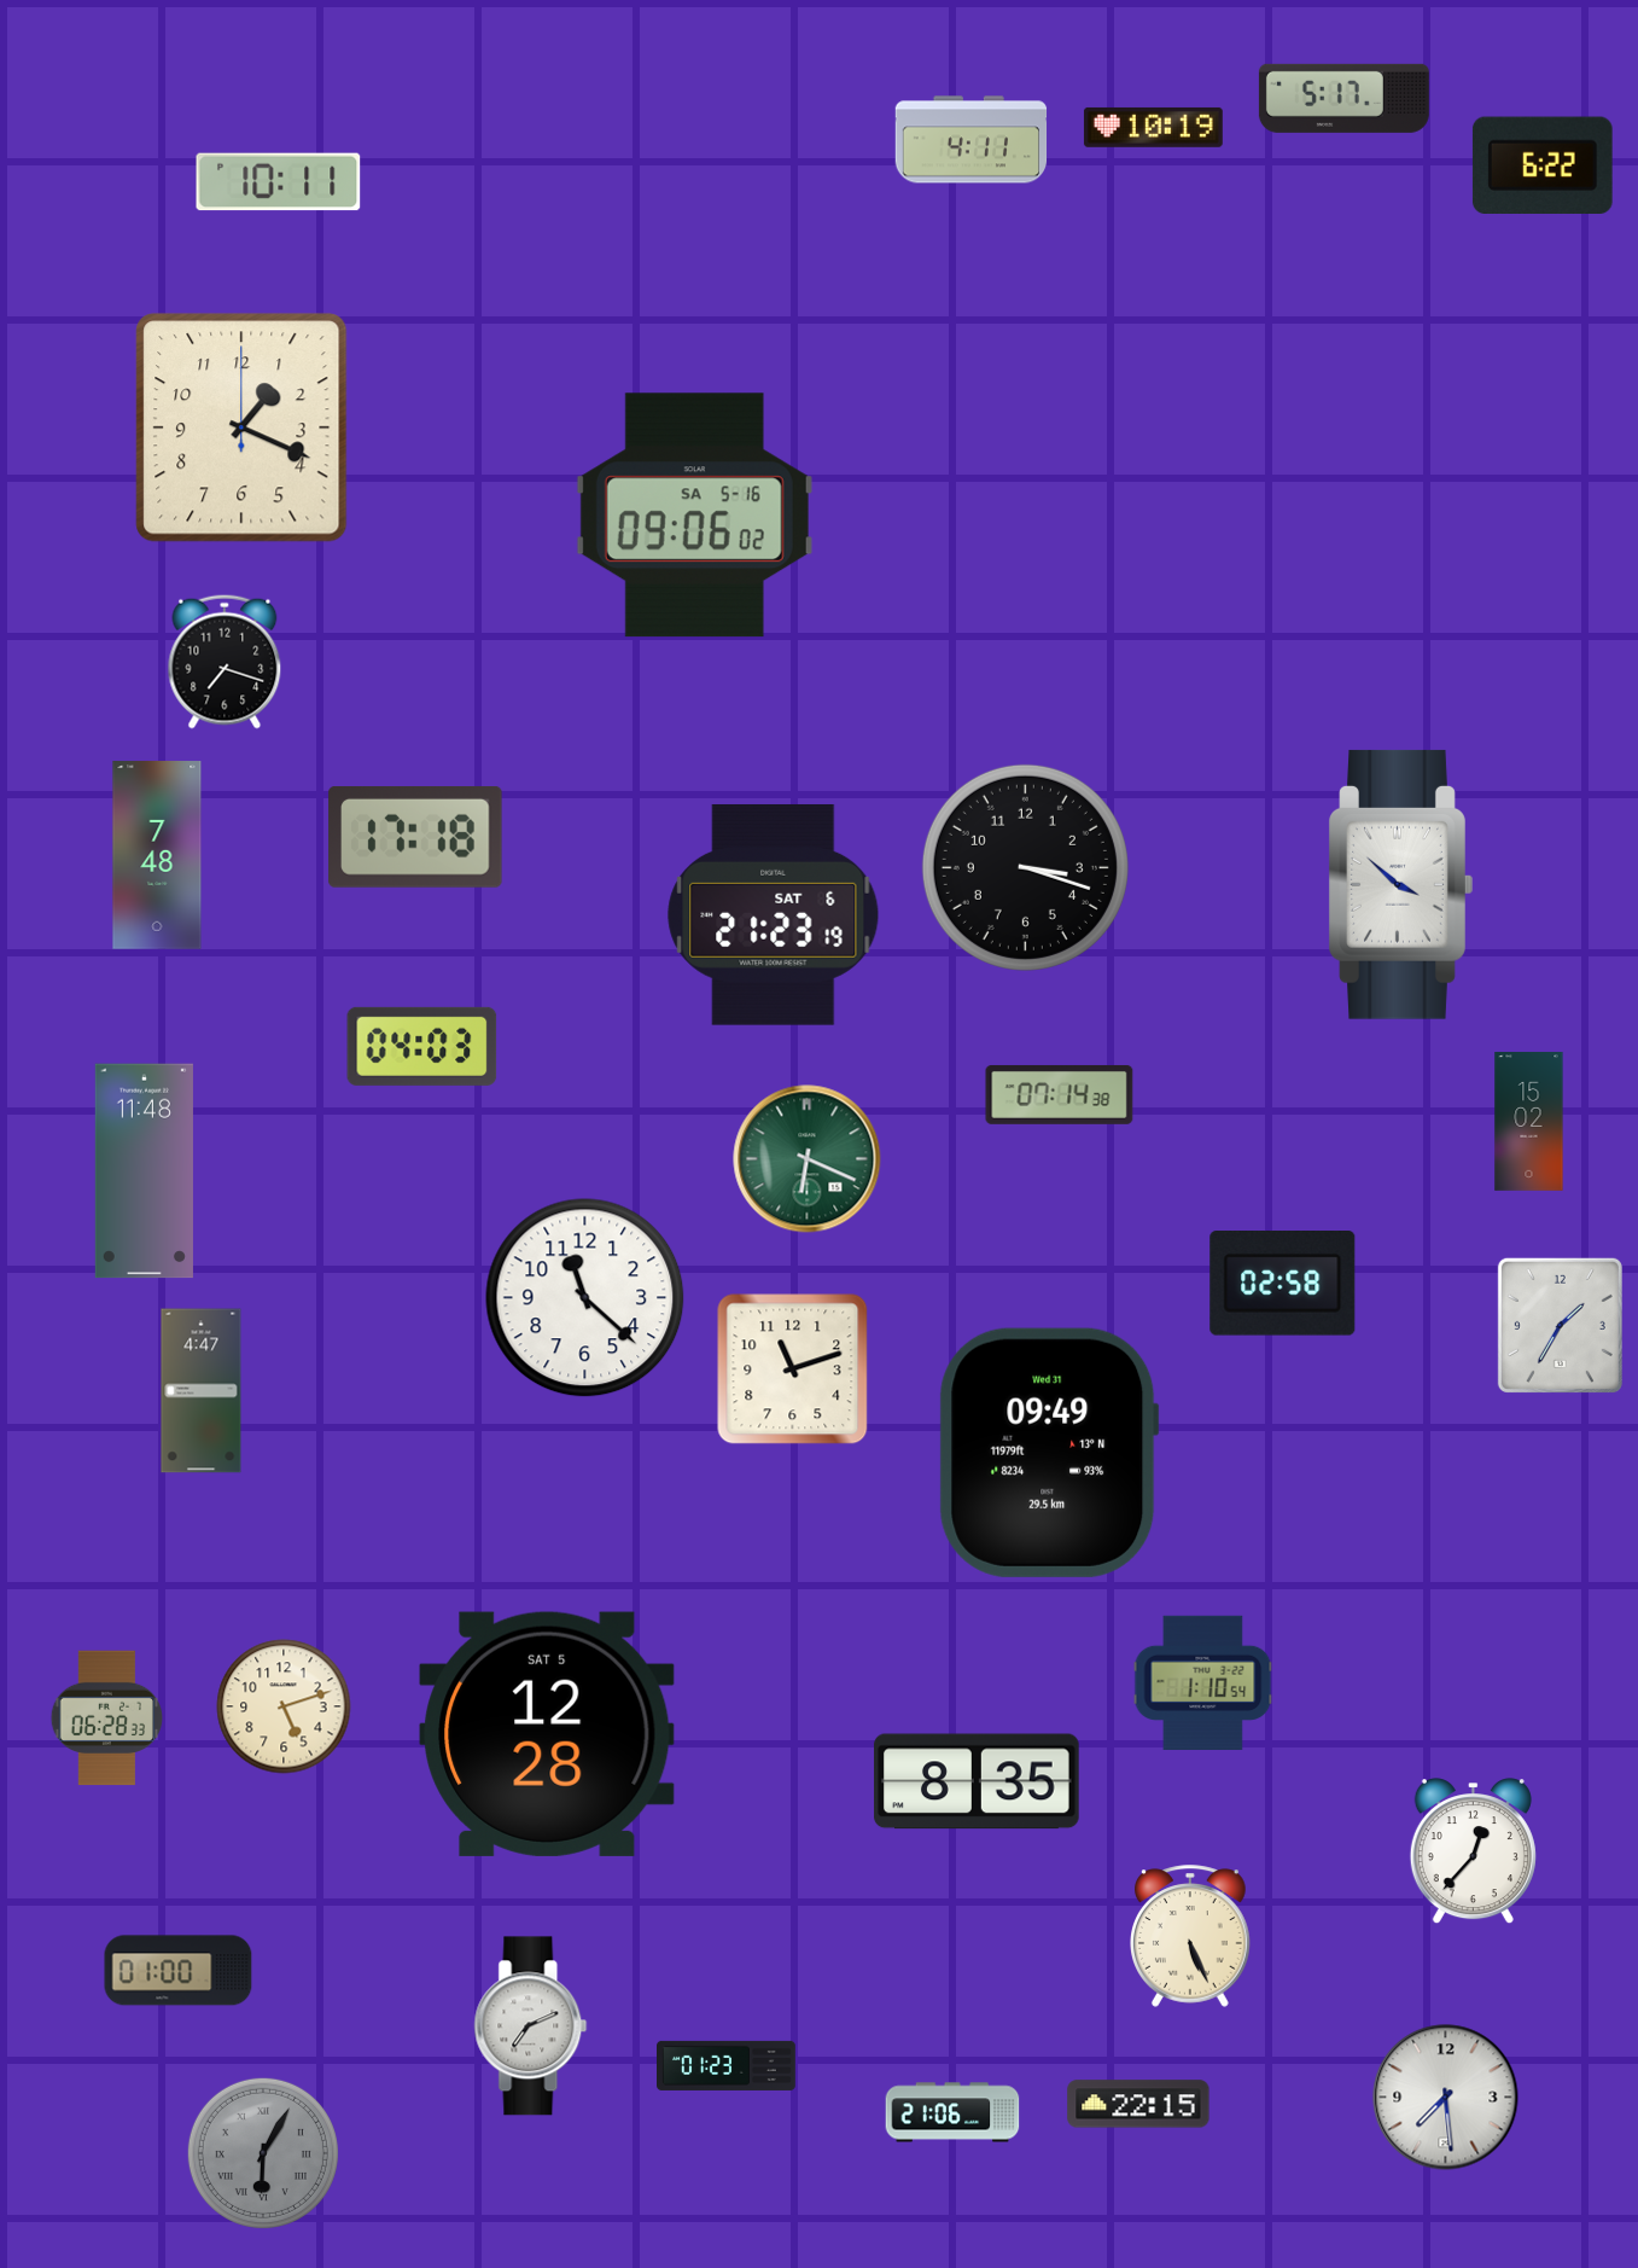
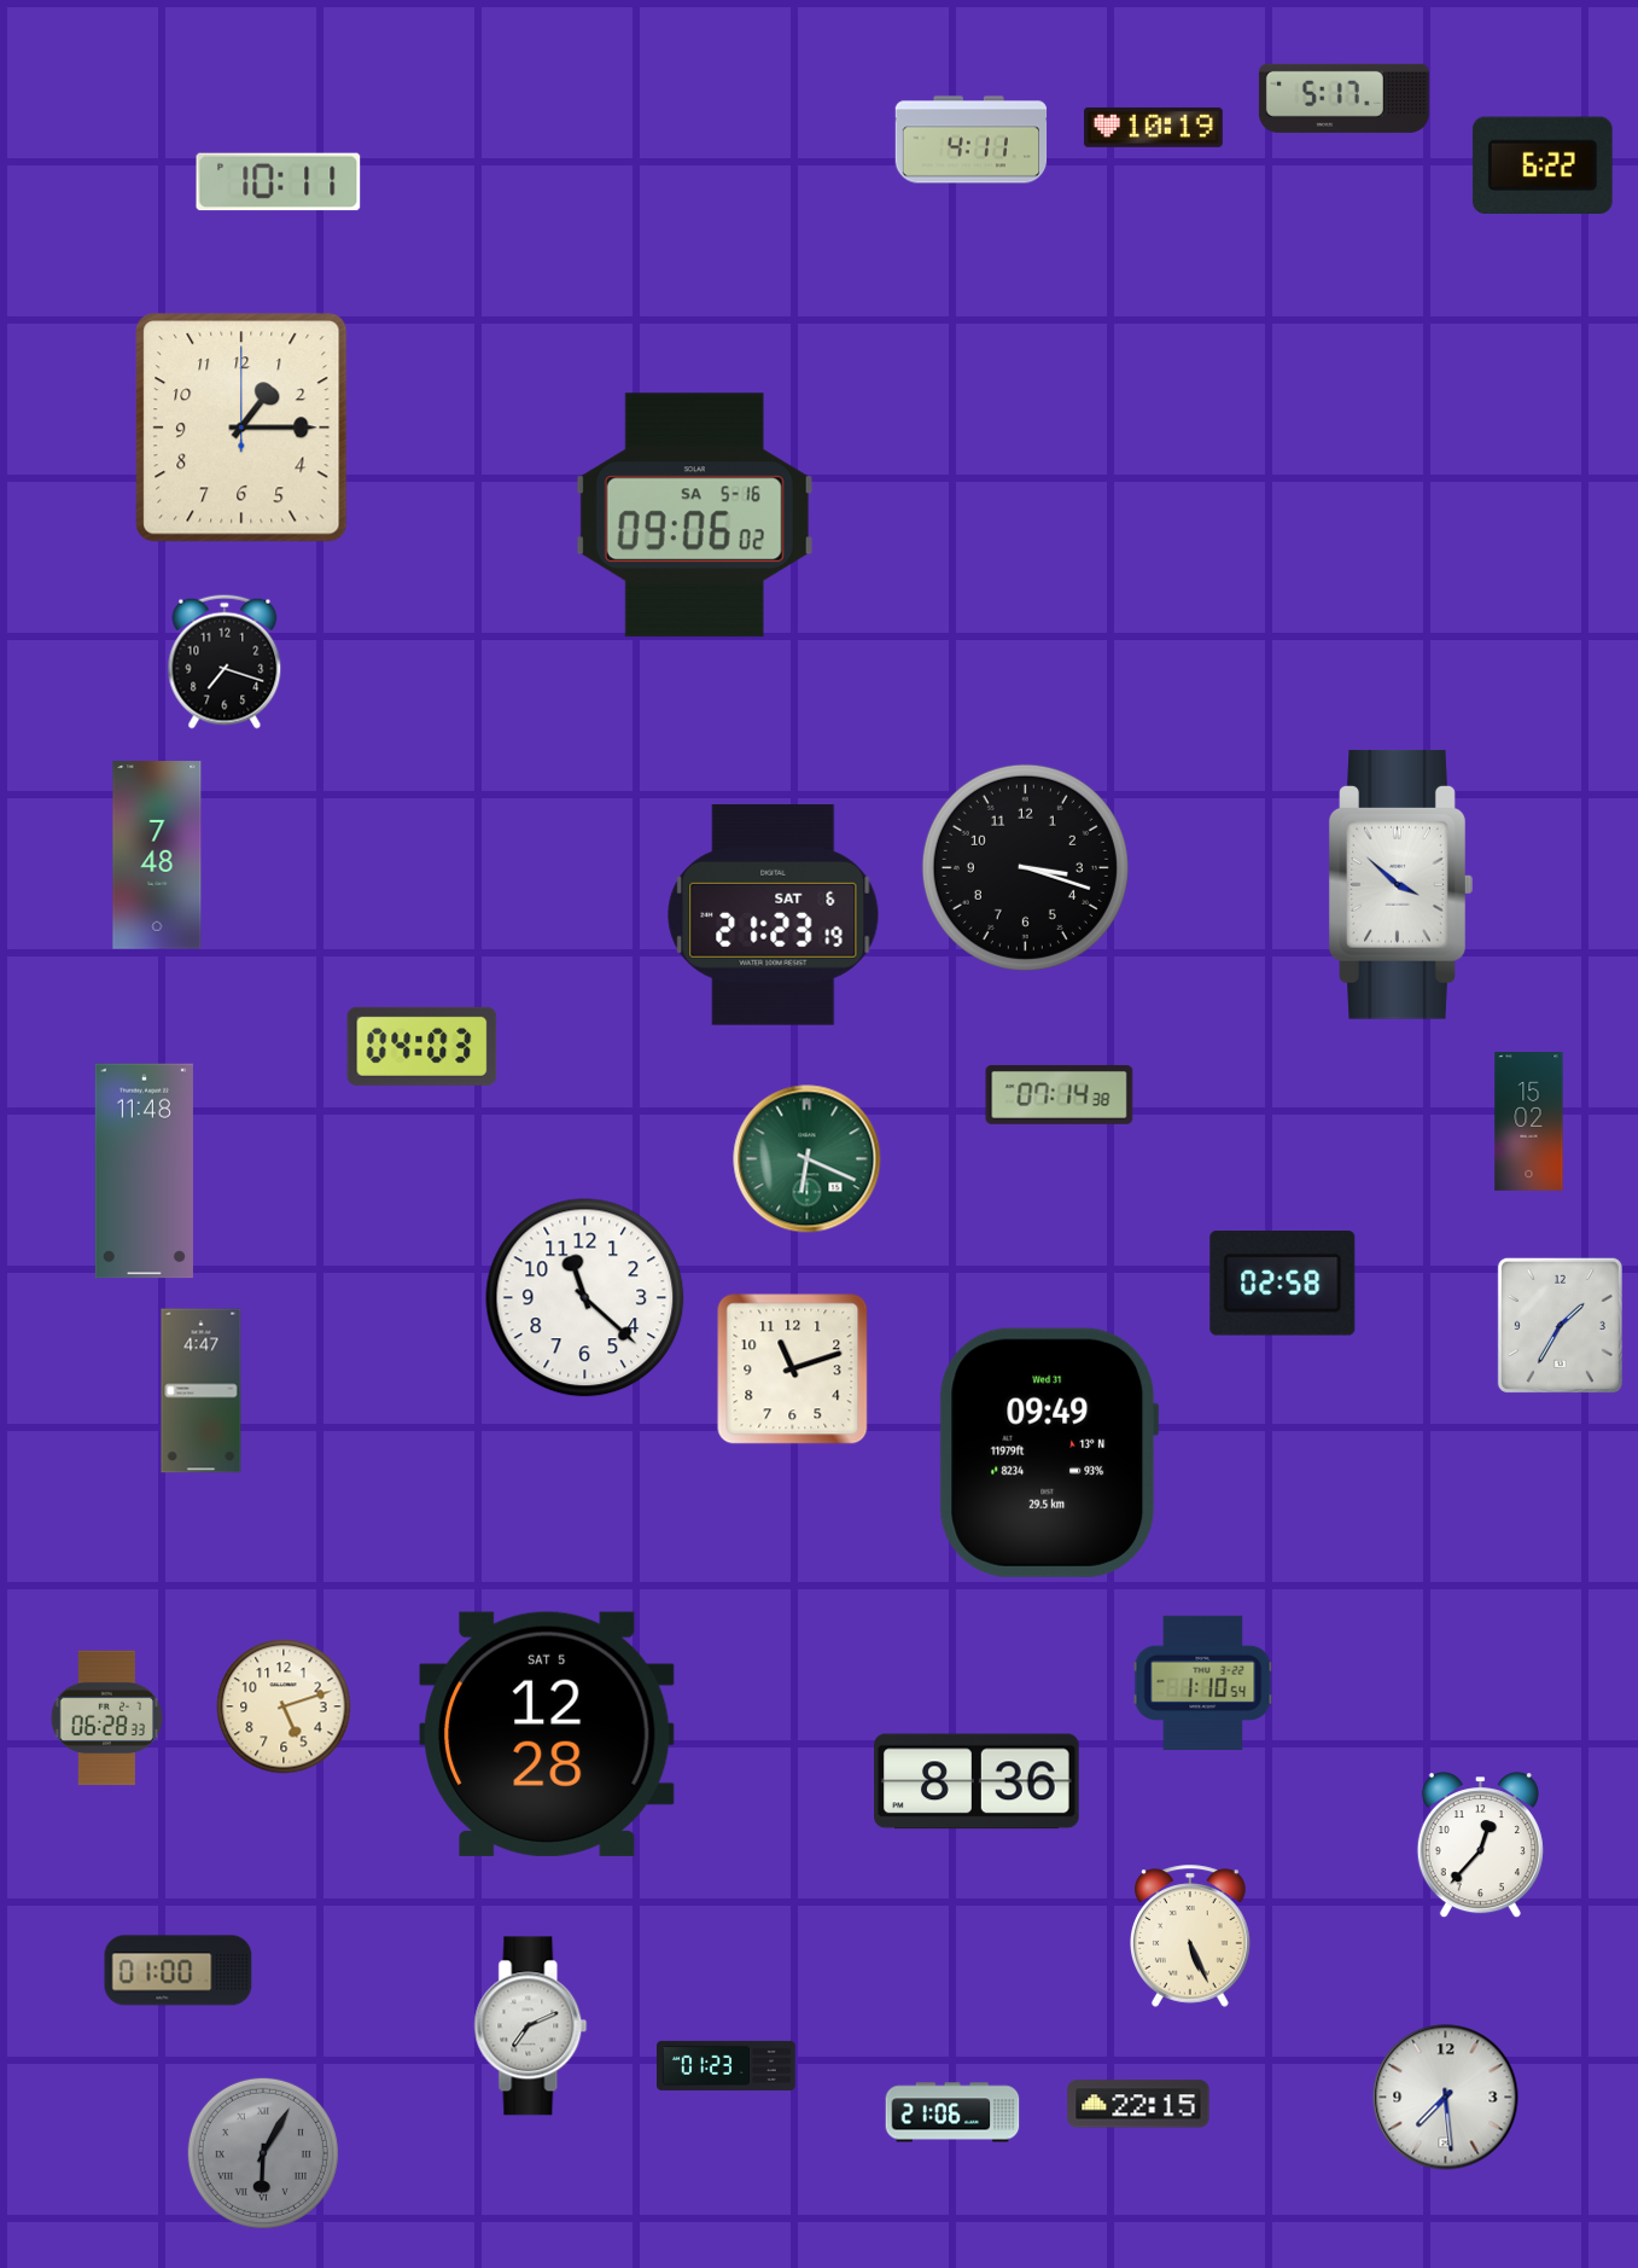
clock at (241, 428): 1:19 -> 1:15
clock at (415, 838): 17:18 -> none
clock at (977, 1781): 8:35 -> 8:36
clock at (1473, 1851) position: (1473, 1851) -> (1480, 1845)
